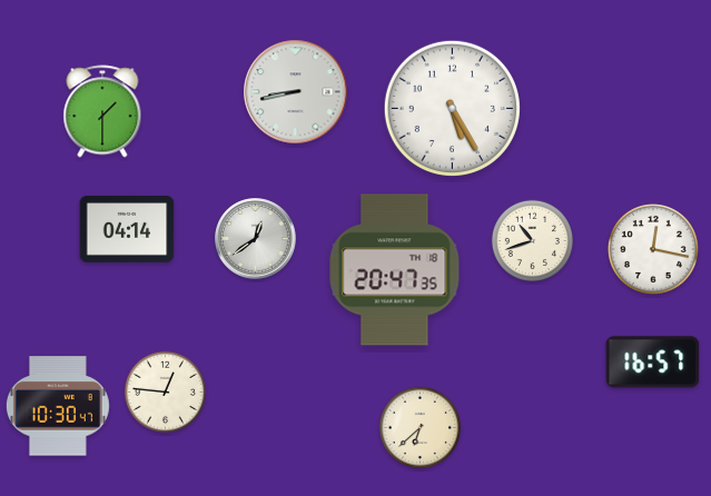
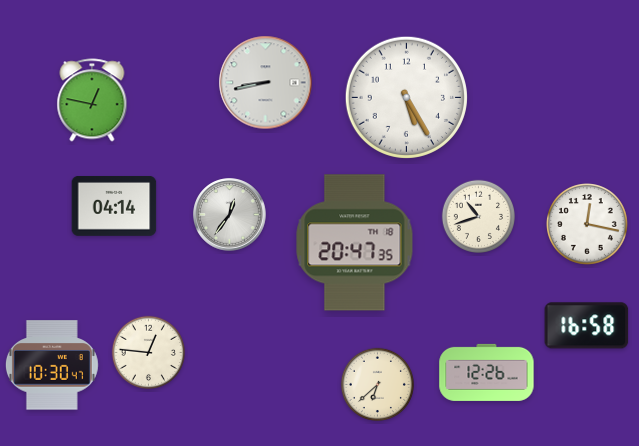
clock at (102, 111): 1:30 -> 12:47
clock at (256, 239): 12:39 -> 12:36
clock at (653, 363): 16:57 -> 16:58
clock at (487, 372): none -> 12:26
